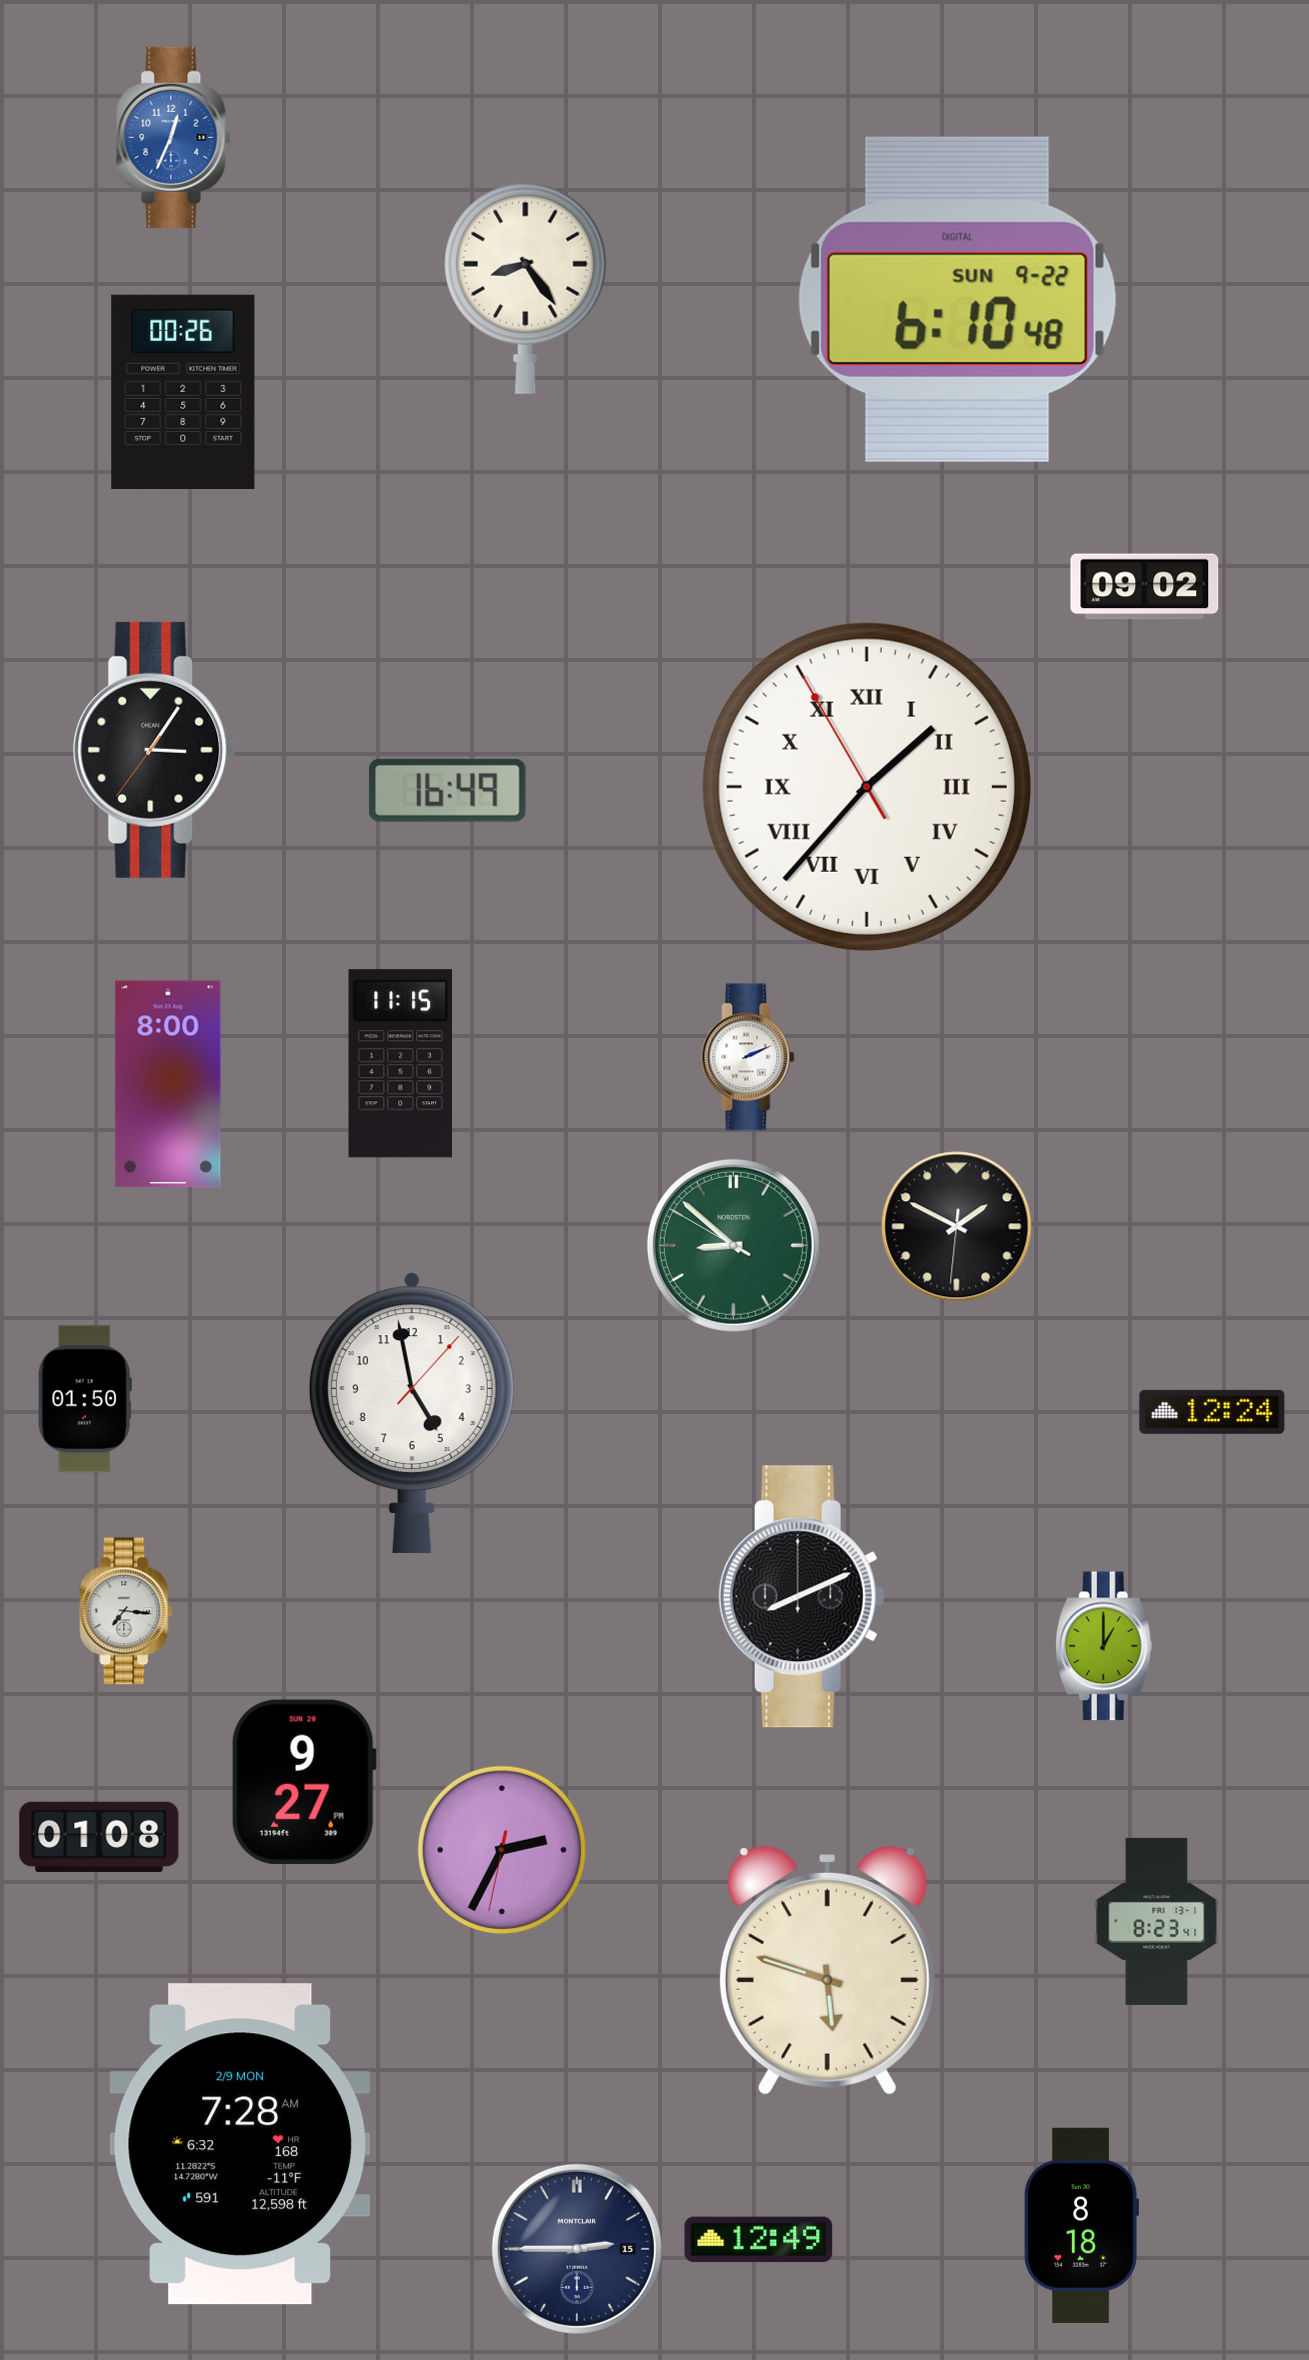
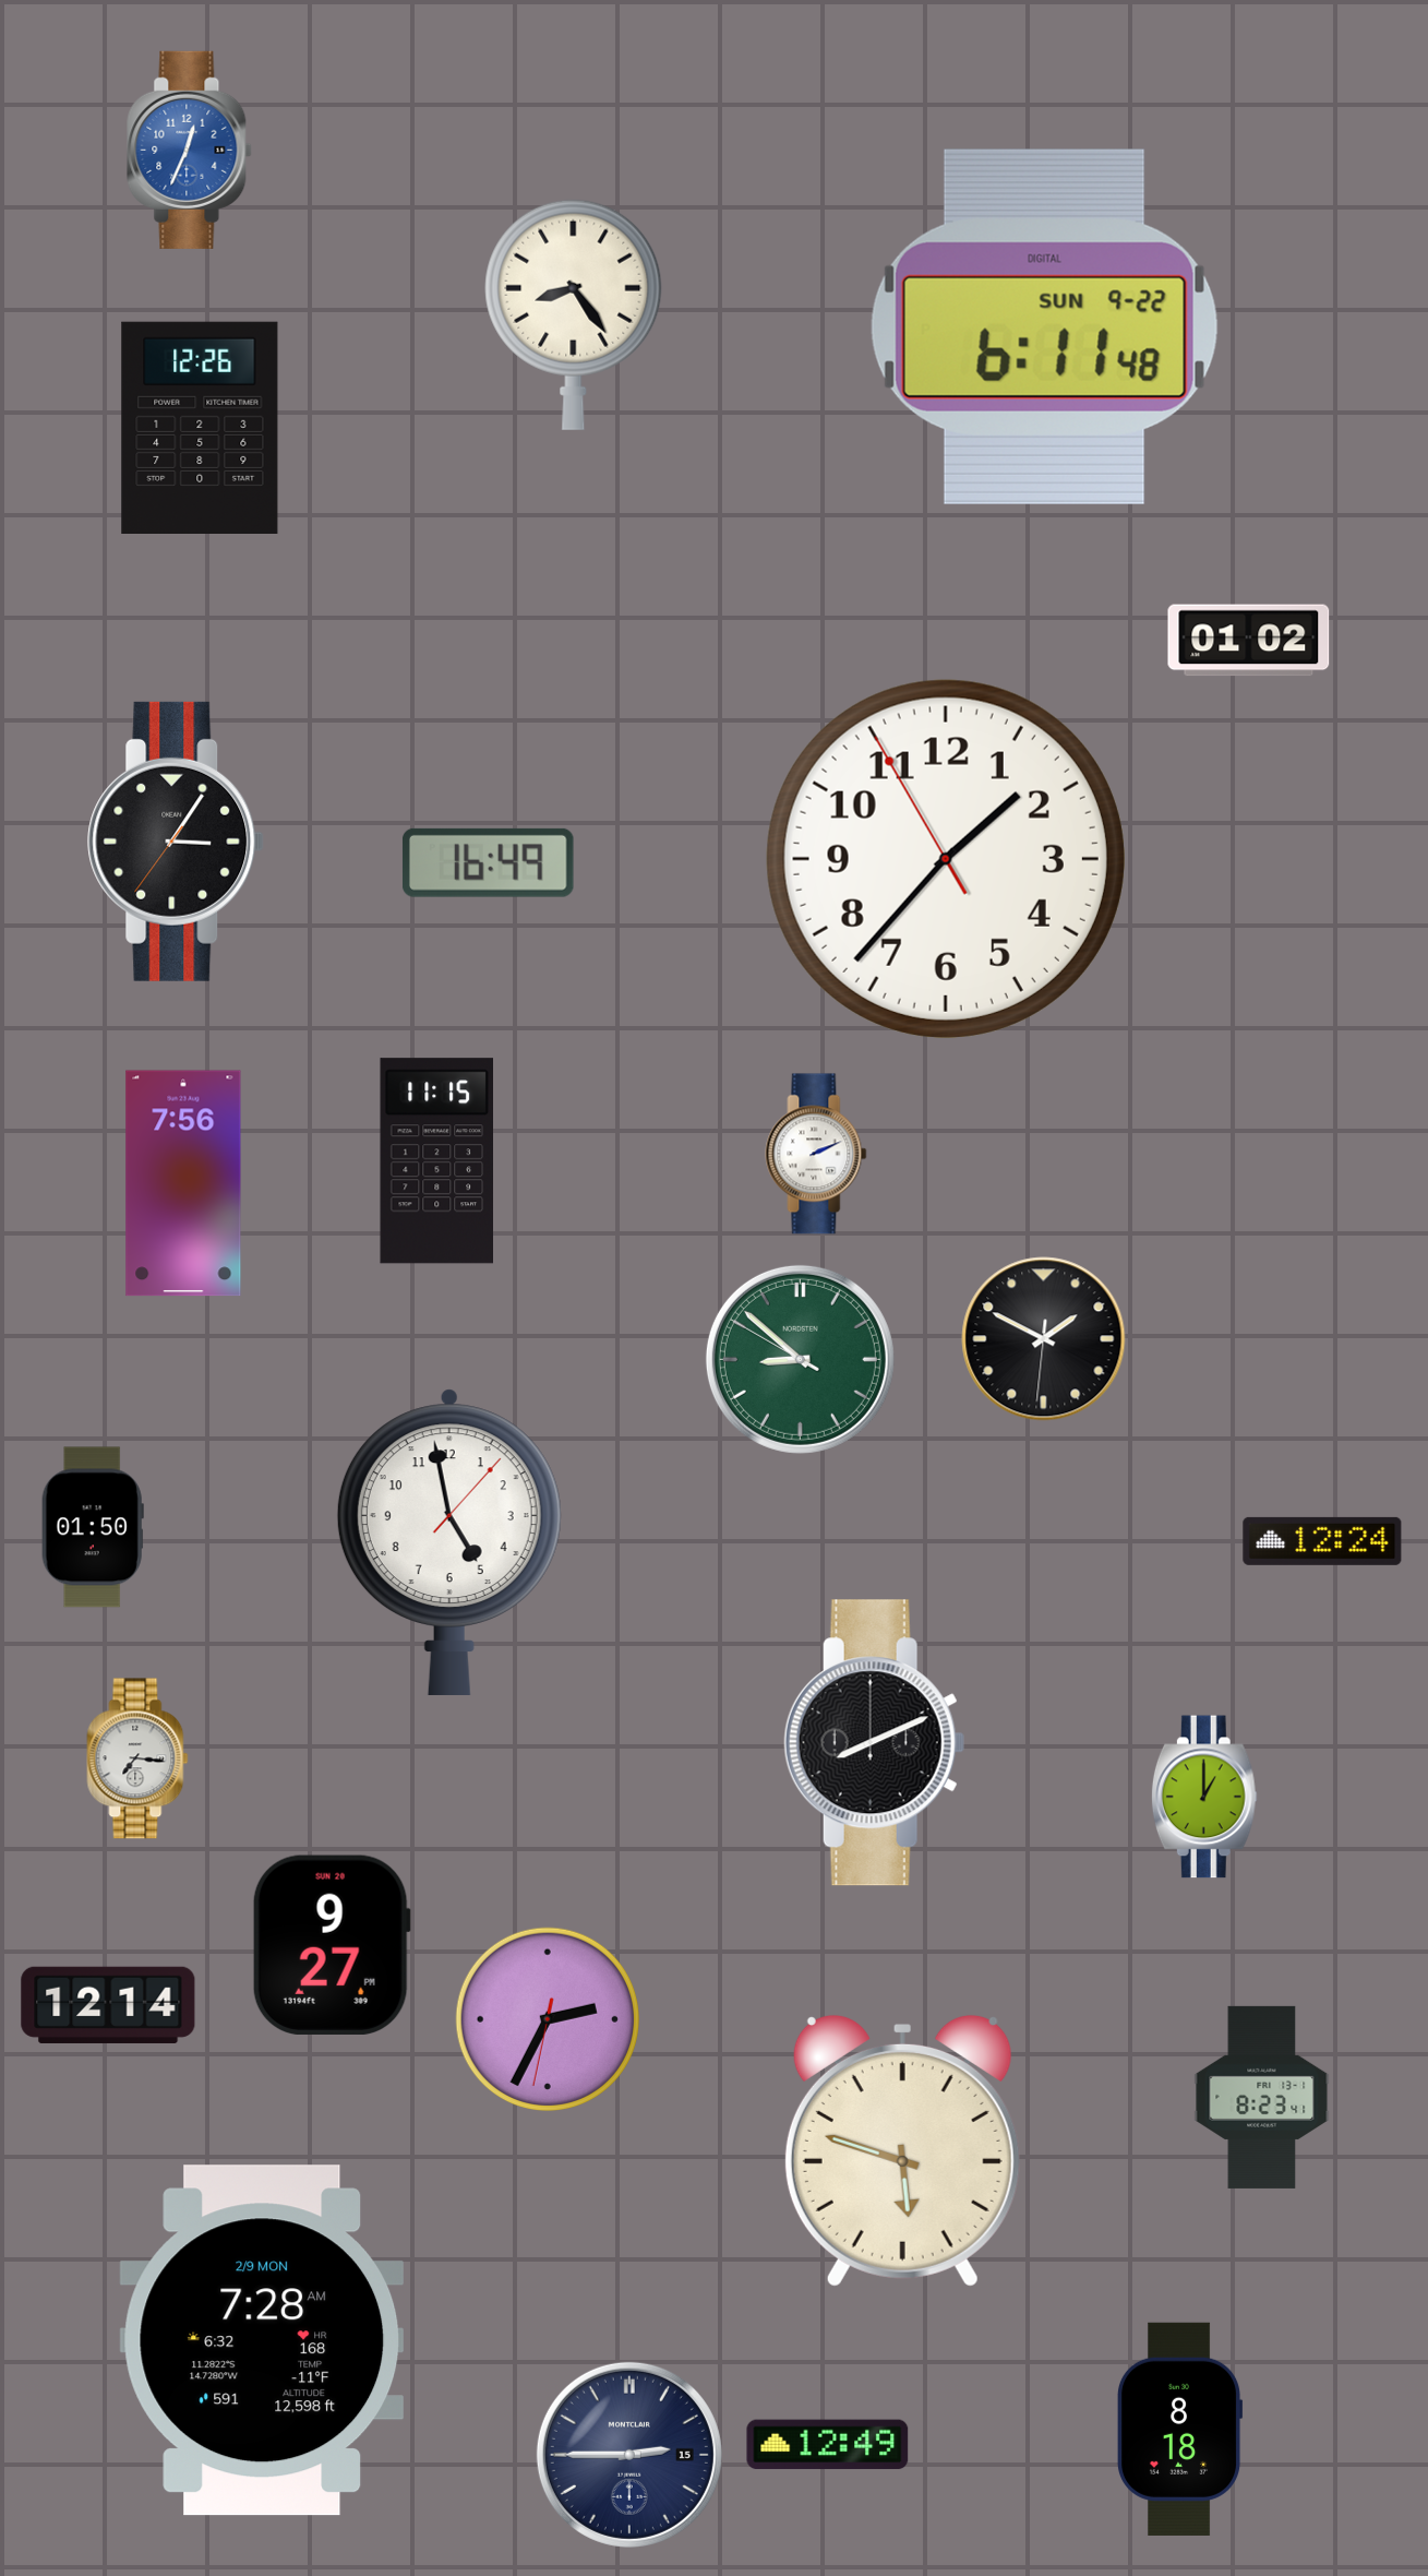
clock at (957, 299): 6:10 -> 6:11
clock at (183, 391): 00:26 -> 12:26
clock at (1145, 587): 09:02 -> 01:02
clock at (154, 750) position: (154, 750) -> (176, 842)
clock at (867, 787) numerals: Roman -> Arabic
clock at (168, 1084): 8:00 -> 7:56
clock at (99, 1837): 01:08 -> 12:14
